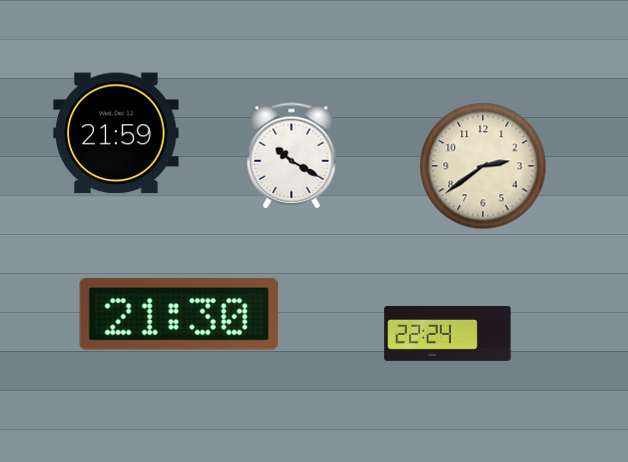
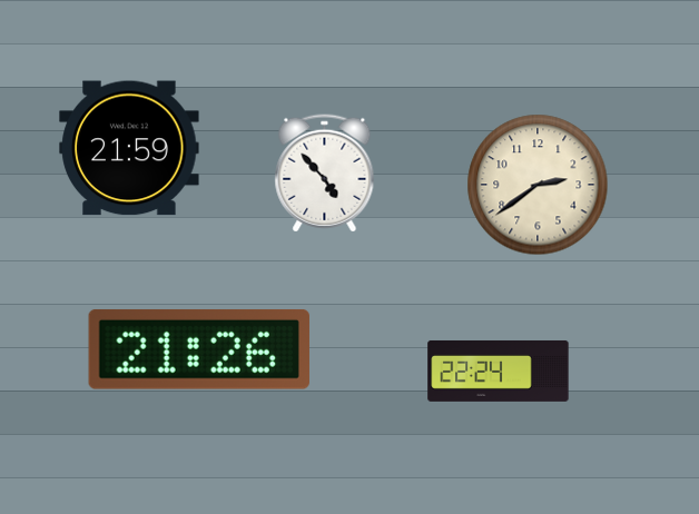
clock at (292, 156): 10:20 -> 4:53
clock at (179, 314): 21:30 -> 21:26
